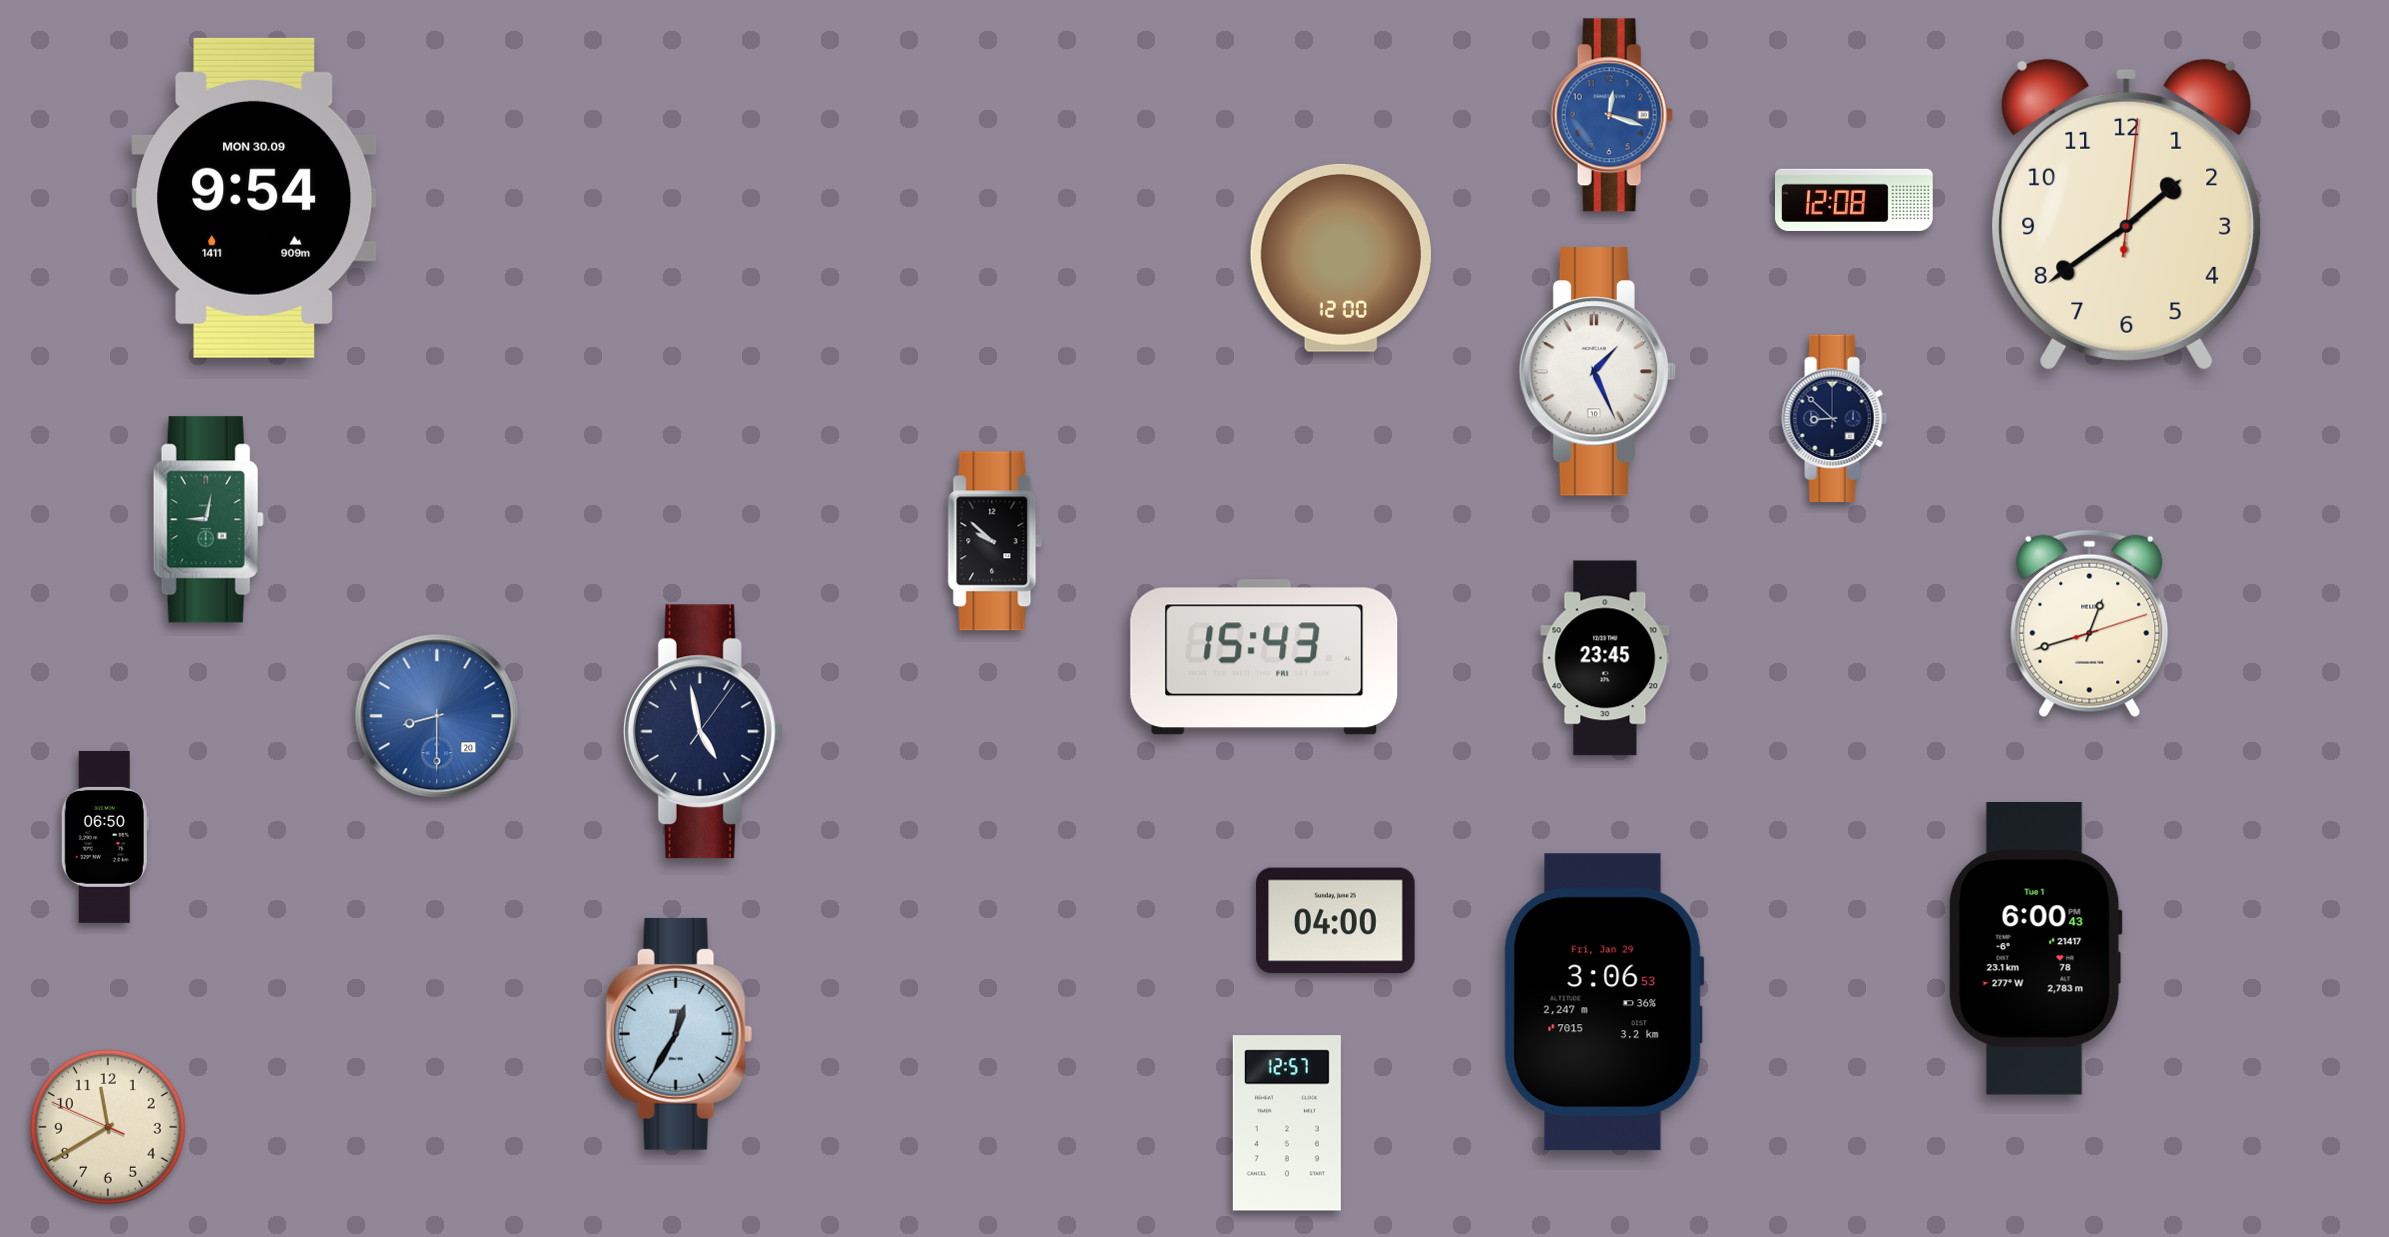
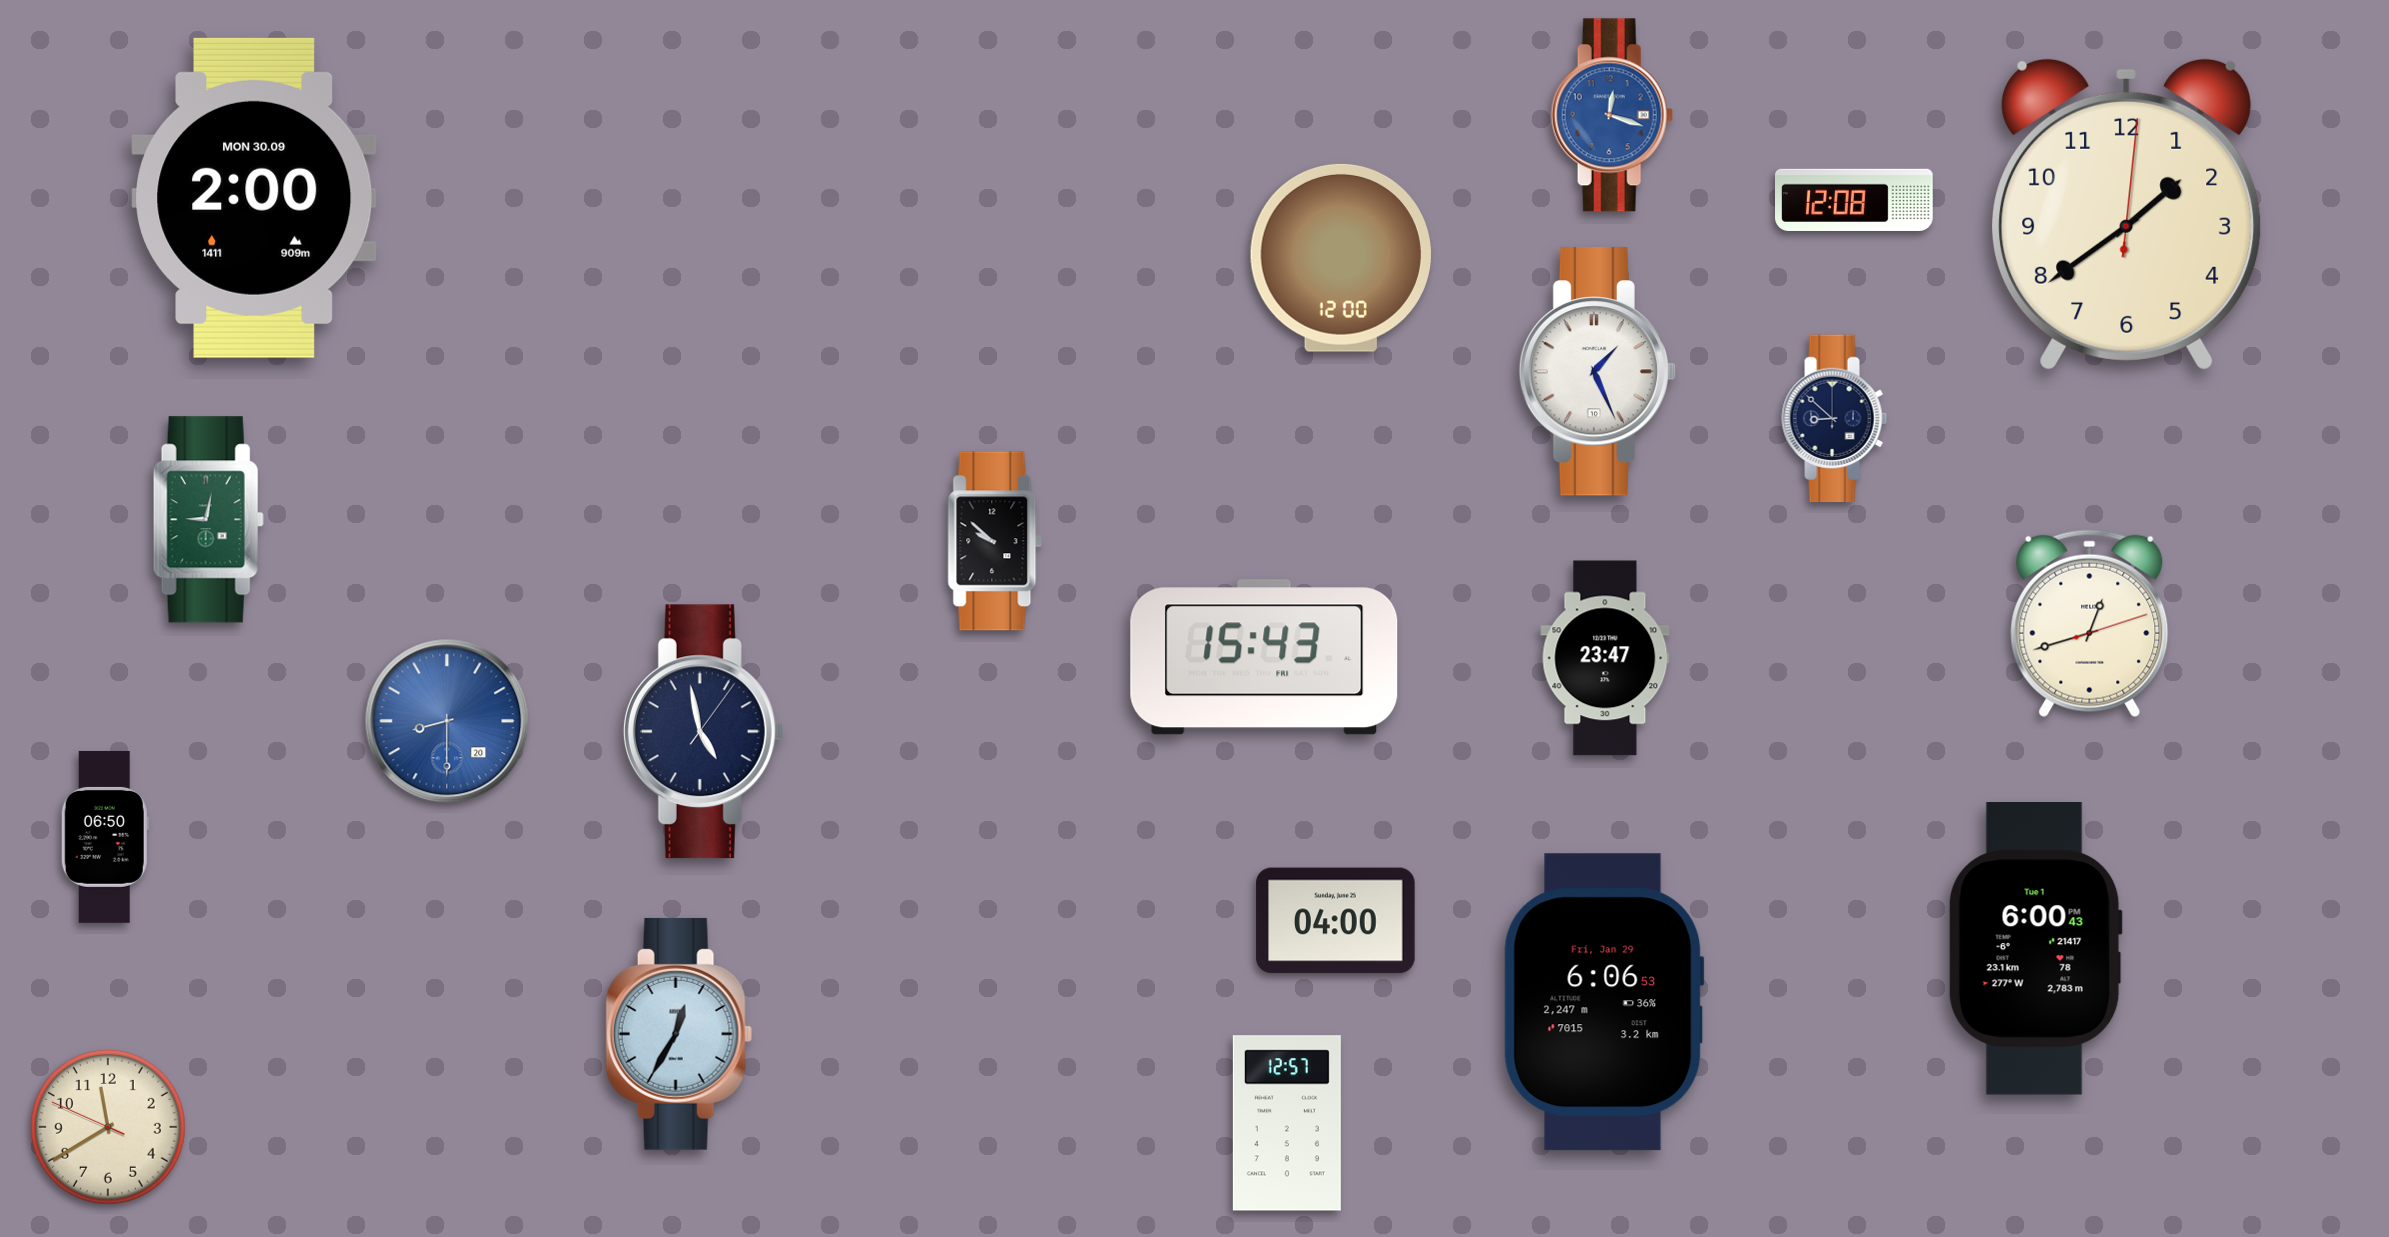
clock at (254, 198): 9:54 -> 2:00
clock at (1605, 658): 23:45 -> 23:47
clock at (437, 716) position: (437, 716) -> (447, 721)
clock at (1604, 1002): 3:06 -> 6:06
